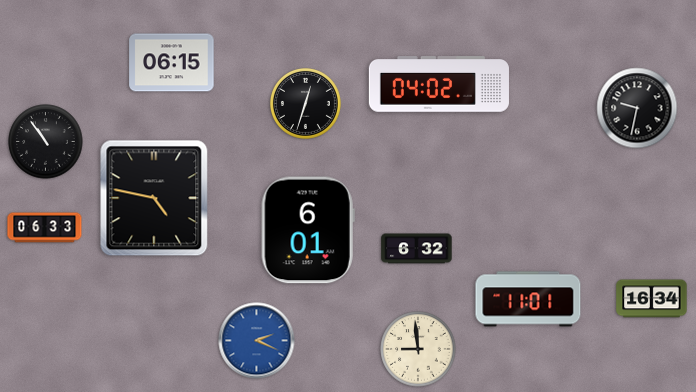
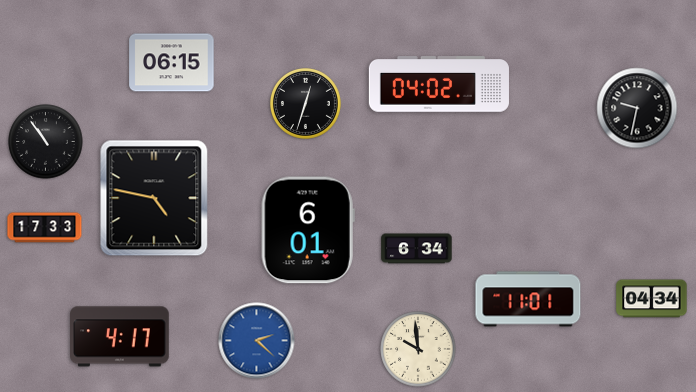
clock at (45, 228): 06:33 -> 17:33
clock at (417, 249): 6:32 -> 6:34
clock at (652, 299): 16:34 -> 04:34
clock at (120, 337): none -> 4:17
clock at (257, 341): 2:19 -> 2:22
clock at (418, 349): 8:59 -> 9:59
